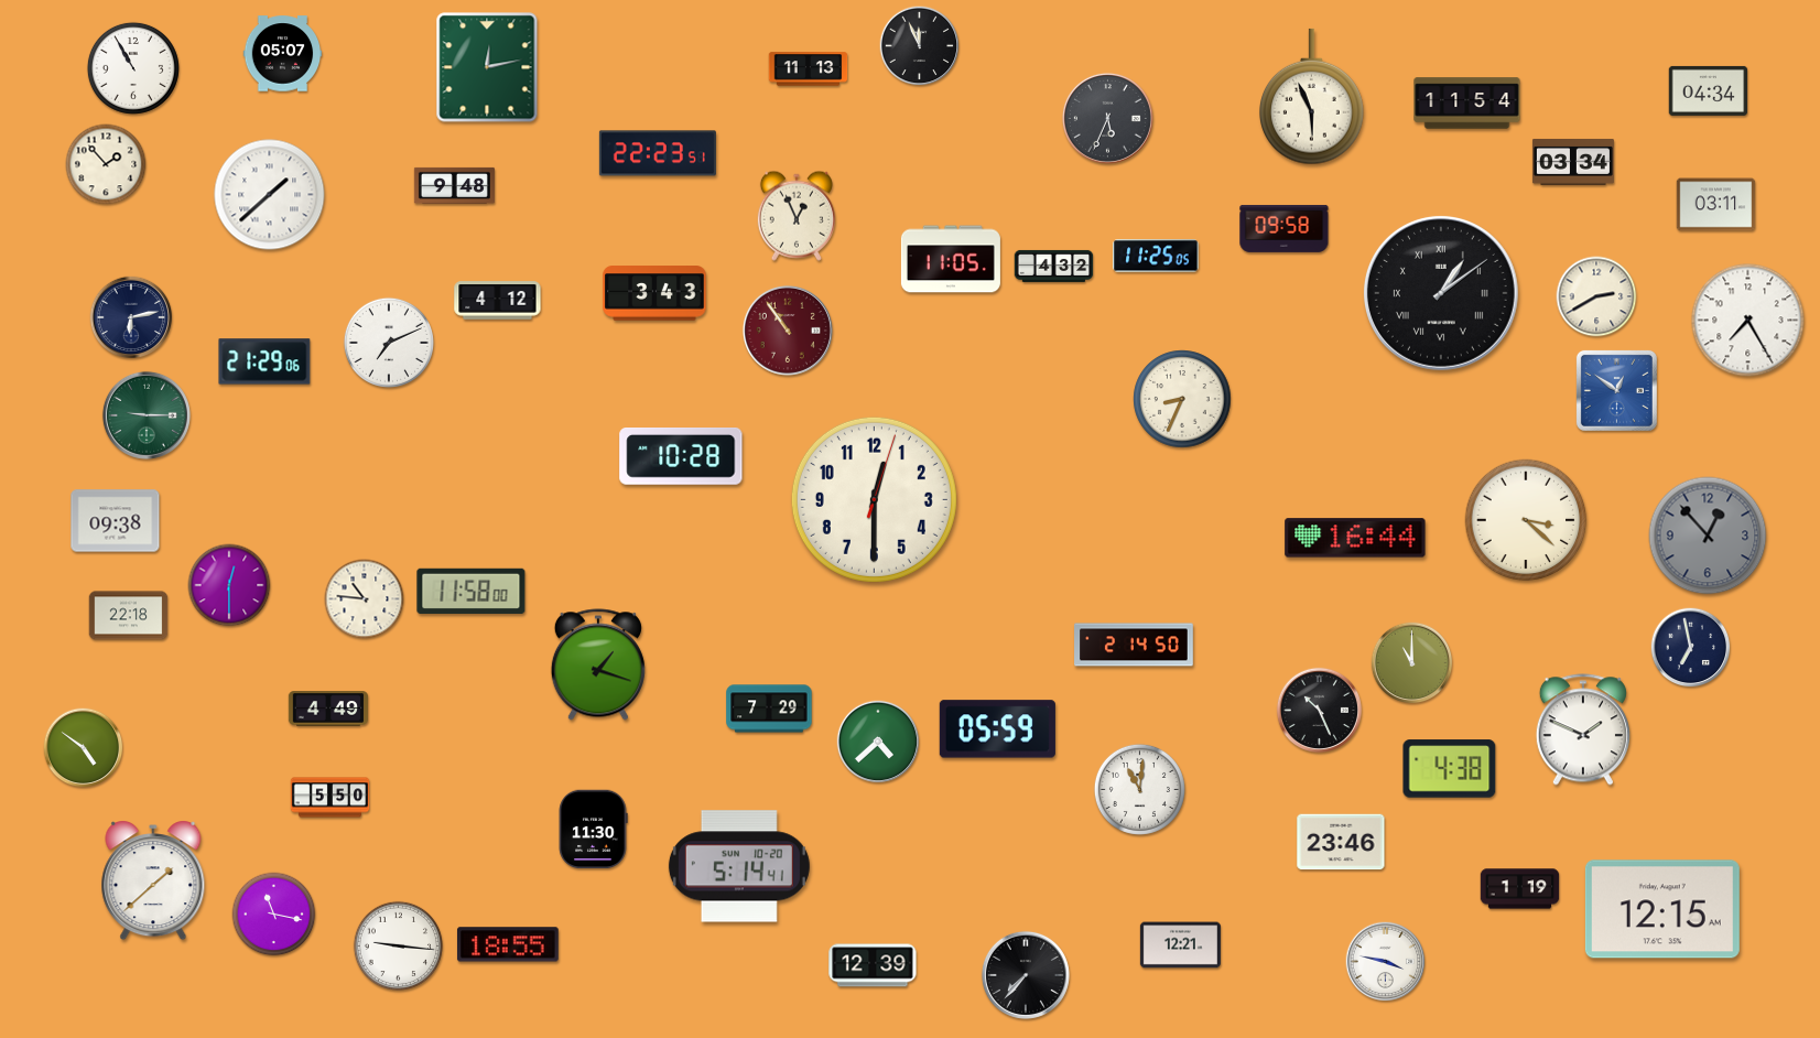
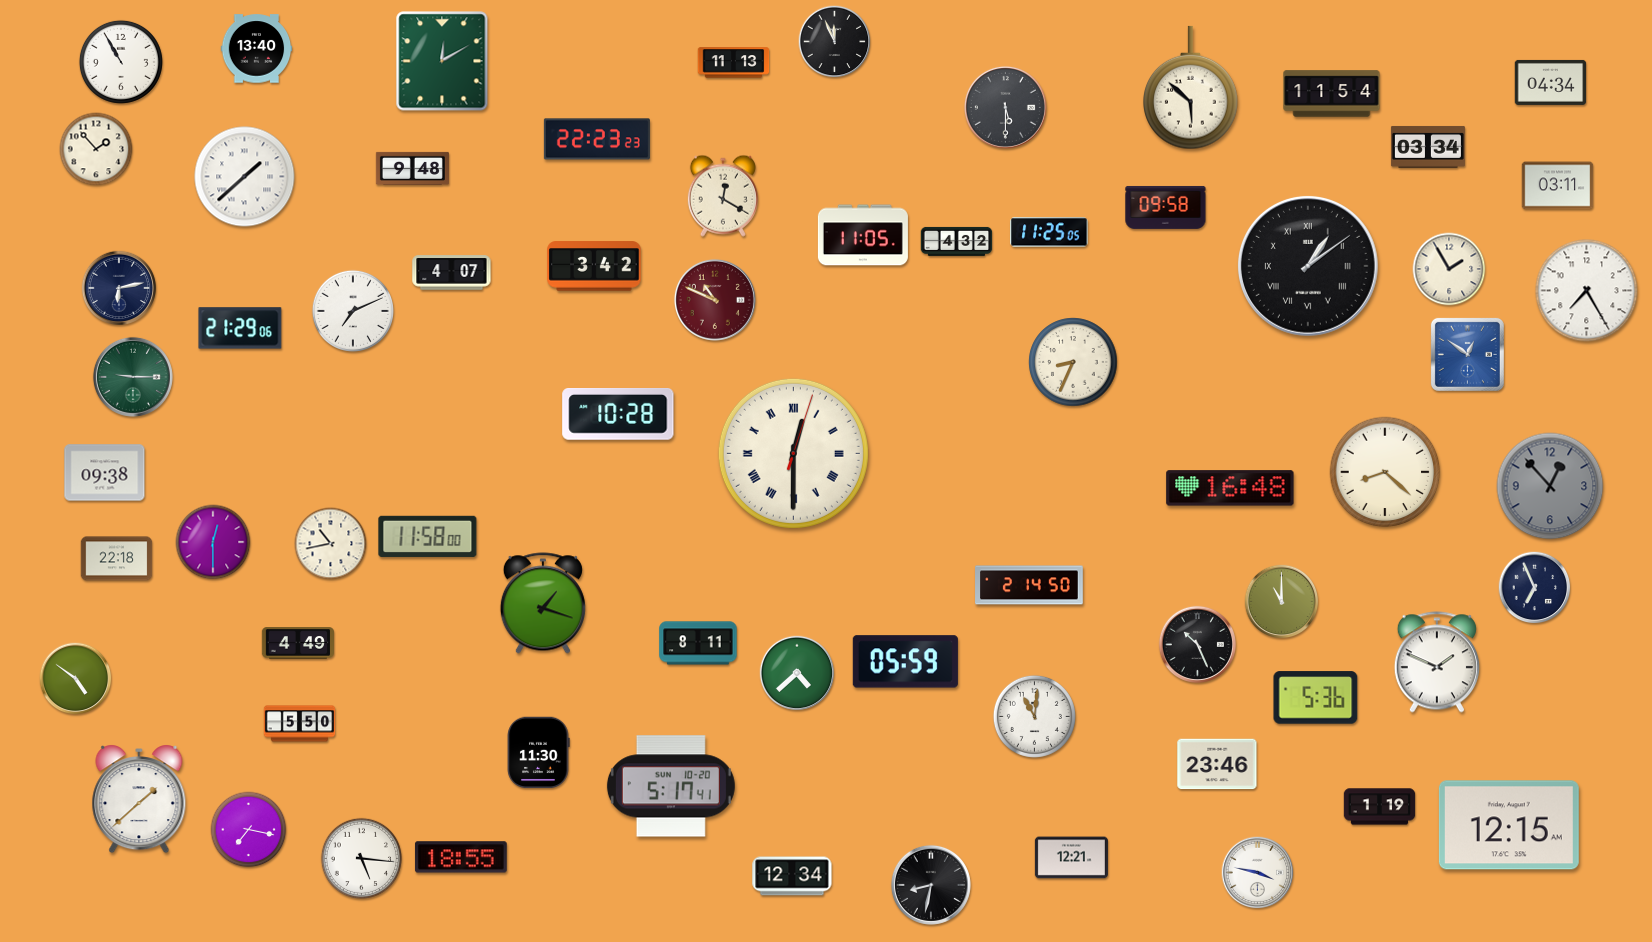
clock at (283, 54): 05:07 -> 13:40
clock at (487, 67): 12:13 -> 12:10
clock at (1312, 97): 5:56 -> 5:52
clock at (1107, 118): 5:34 -> 5:30
clock at (658, 153): 22:23:51 -> 22:23:23
clock at (797, 216): 12:56 -> 12:20
clock at (654, 293): 3:43 -> 3:42
clock at (1596, 296): 2:40 -> 1:55
clock at (498, 301): 4:12 -> 4:07
clock at (788, 331): 10:54 -> 10:49
clock at (874, 499) numerals: Arabic -> Roman
clock at (1526, 520): 3:22 -> 8:22
clock at (1355, 538): 16:44 -> 16:48
clock at (229, 585) position: (229, 585) -> (213, 542)
clock at (365, 599): 10:46 -> 10:43
clock at (1691, 648): 6:58 -> 6:56
clock at (769, 709): 7:29 -> 8:11
clock at (1450, 769): 4:38 -> 5:36
clock at (739, 866): 5:14 -> 5:17
clock at (274, 915): 11:17 -> 7:17
clock at (398, 945): 9:16 -> 5:16
clock at (873, 965): 12:39 -> 12:34
clock at (1026, 975): 7:37 -> 8:32
